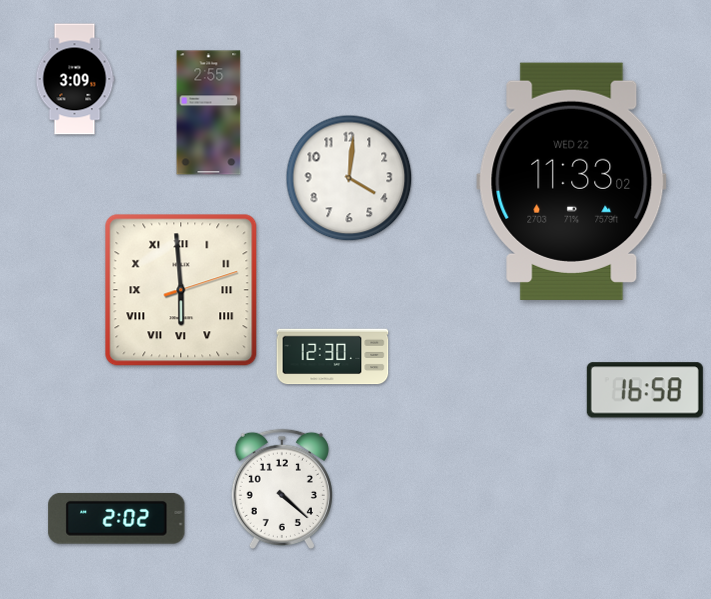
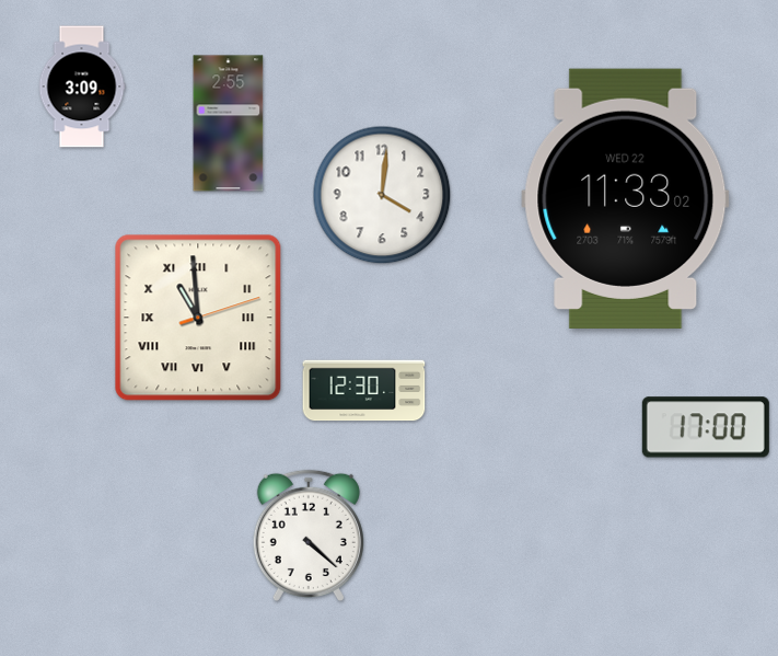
clock at (181, 290): 5:59 -> 10:59
clock at (645, 390): 16:58 -> 17:00
clock at (117, 518): 2:02 -> none
